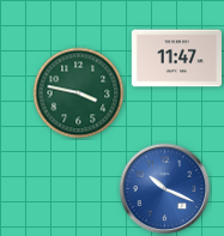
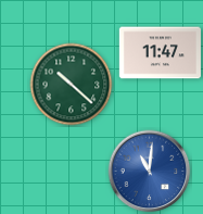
clock at (79, 93): 3:47 -> 10:22
clock at (165, 189): 10:19 -> 11:01
